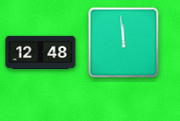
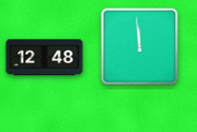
clock at (124, 43) position: (124, 43) -> (140, 47)
